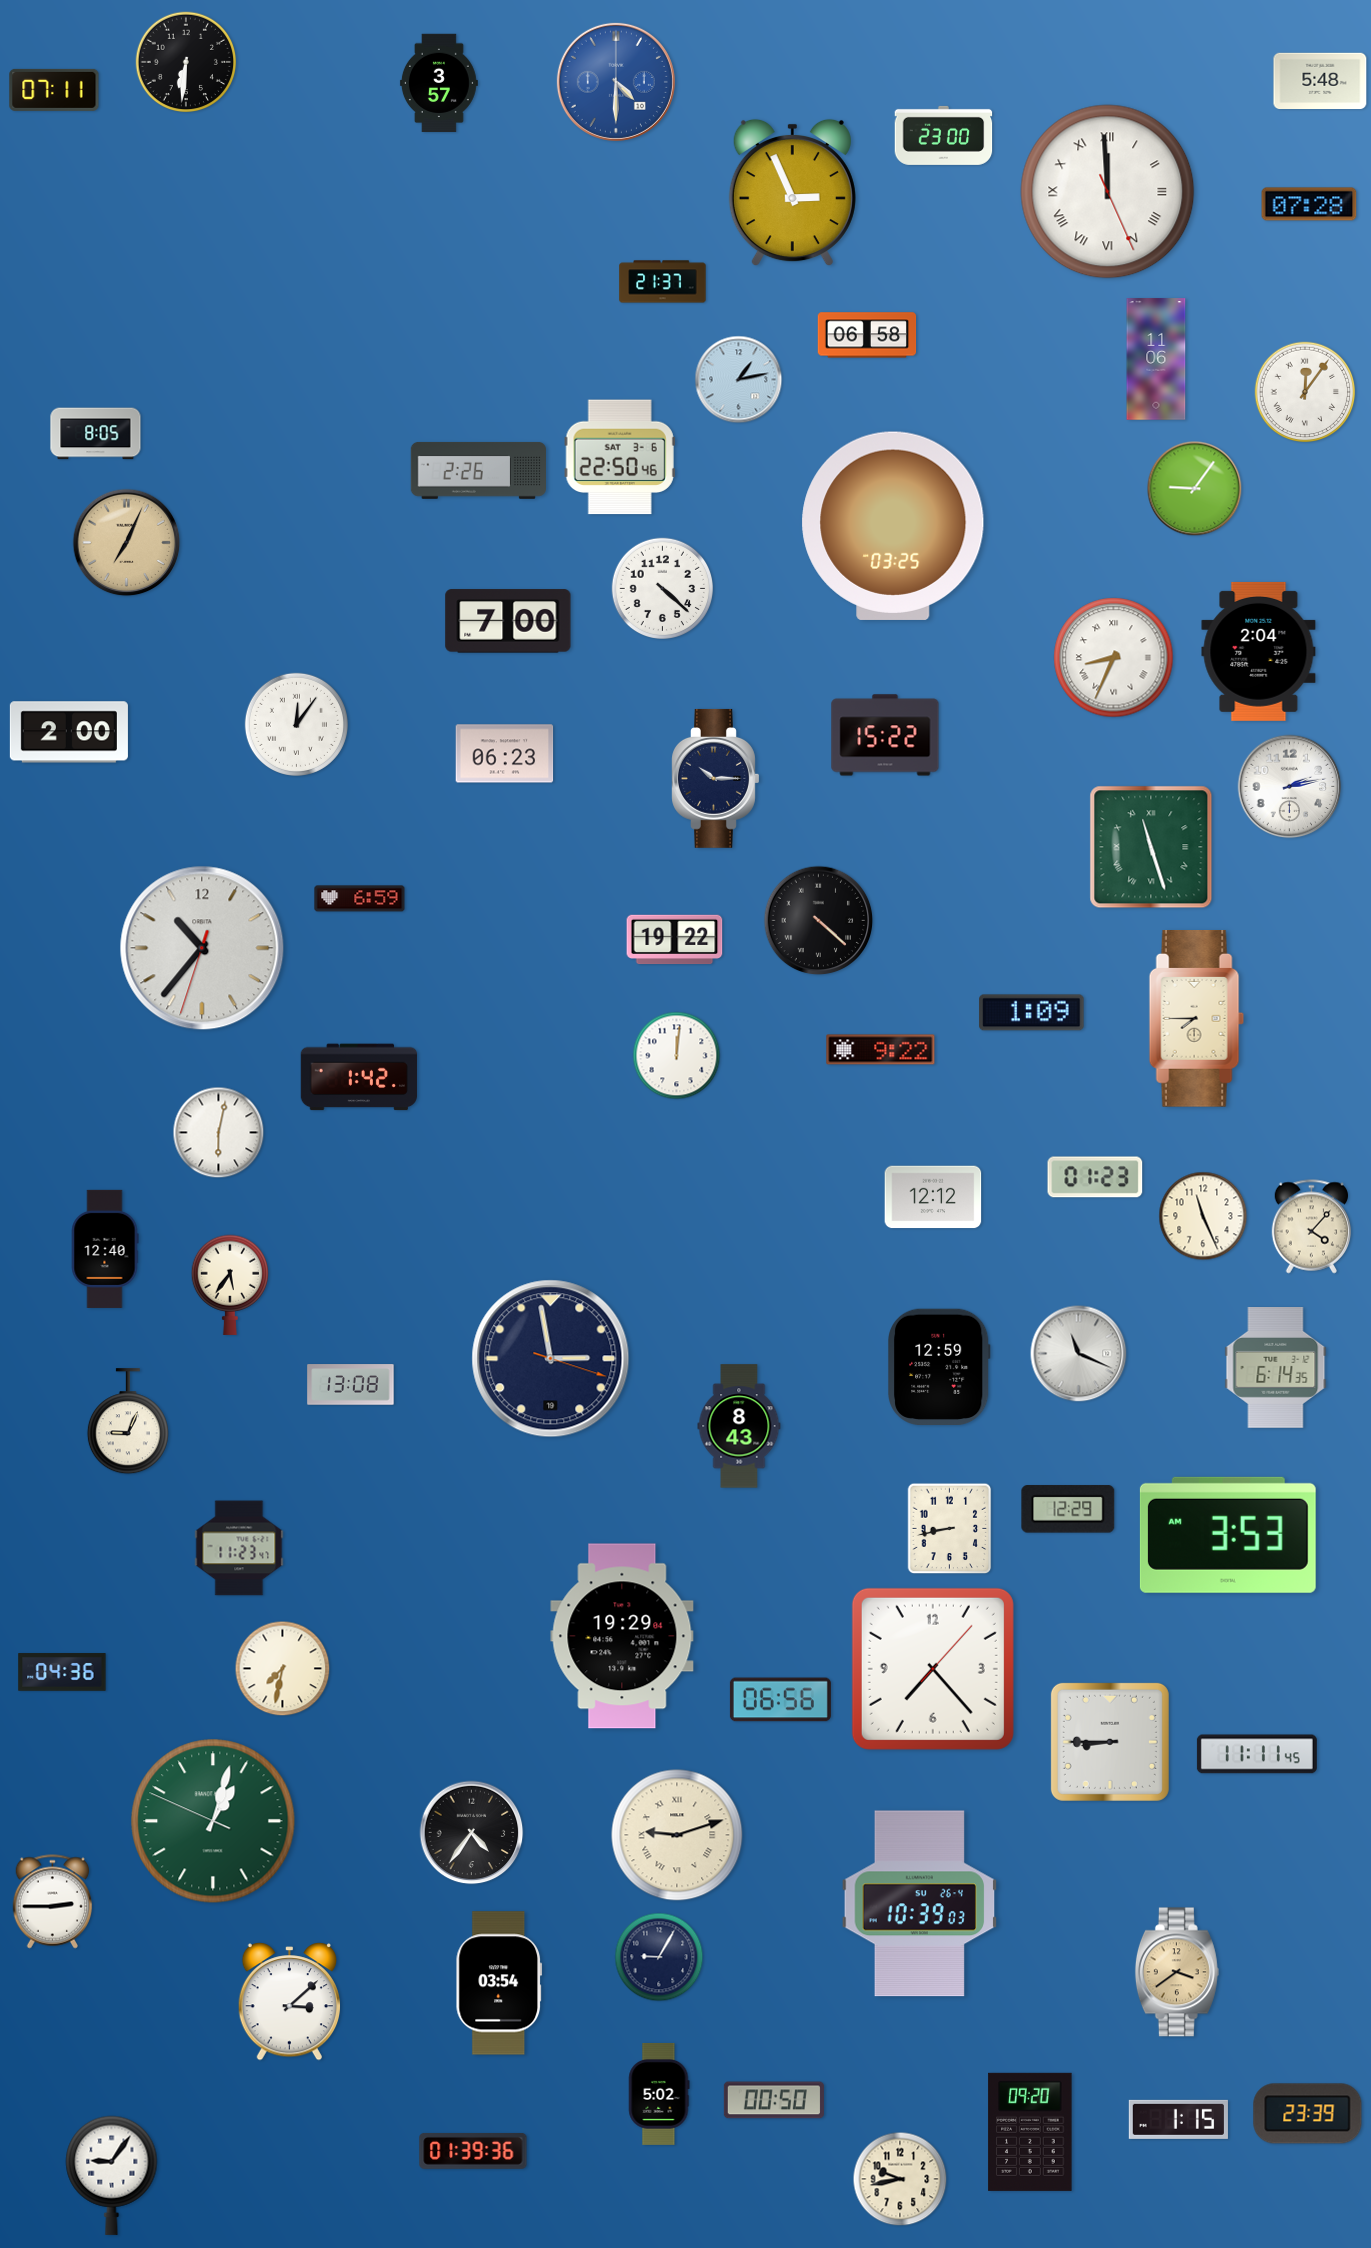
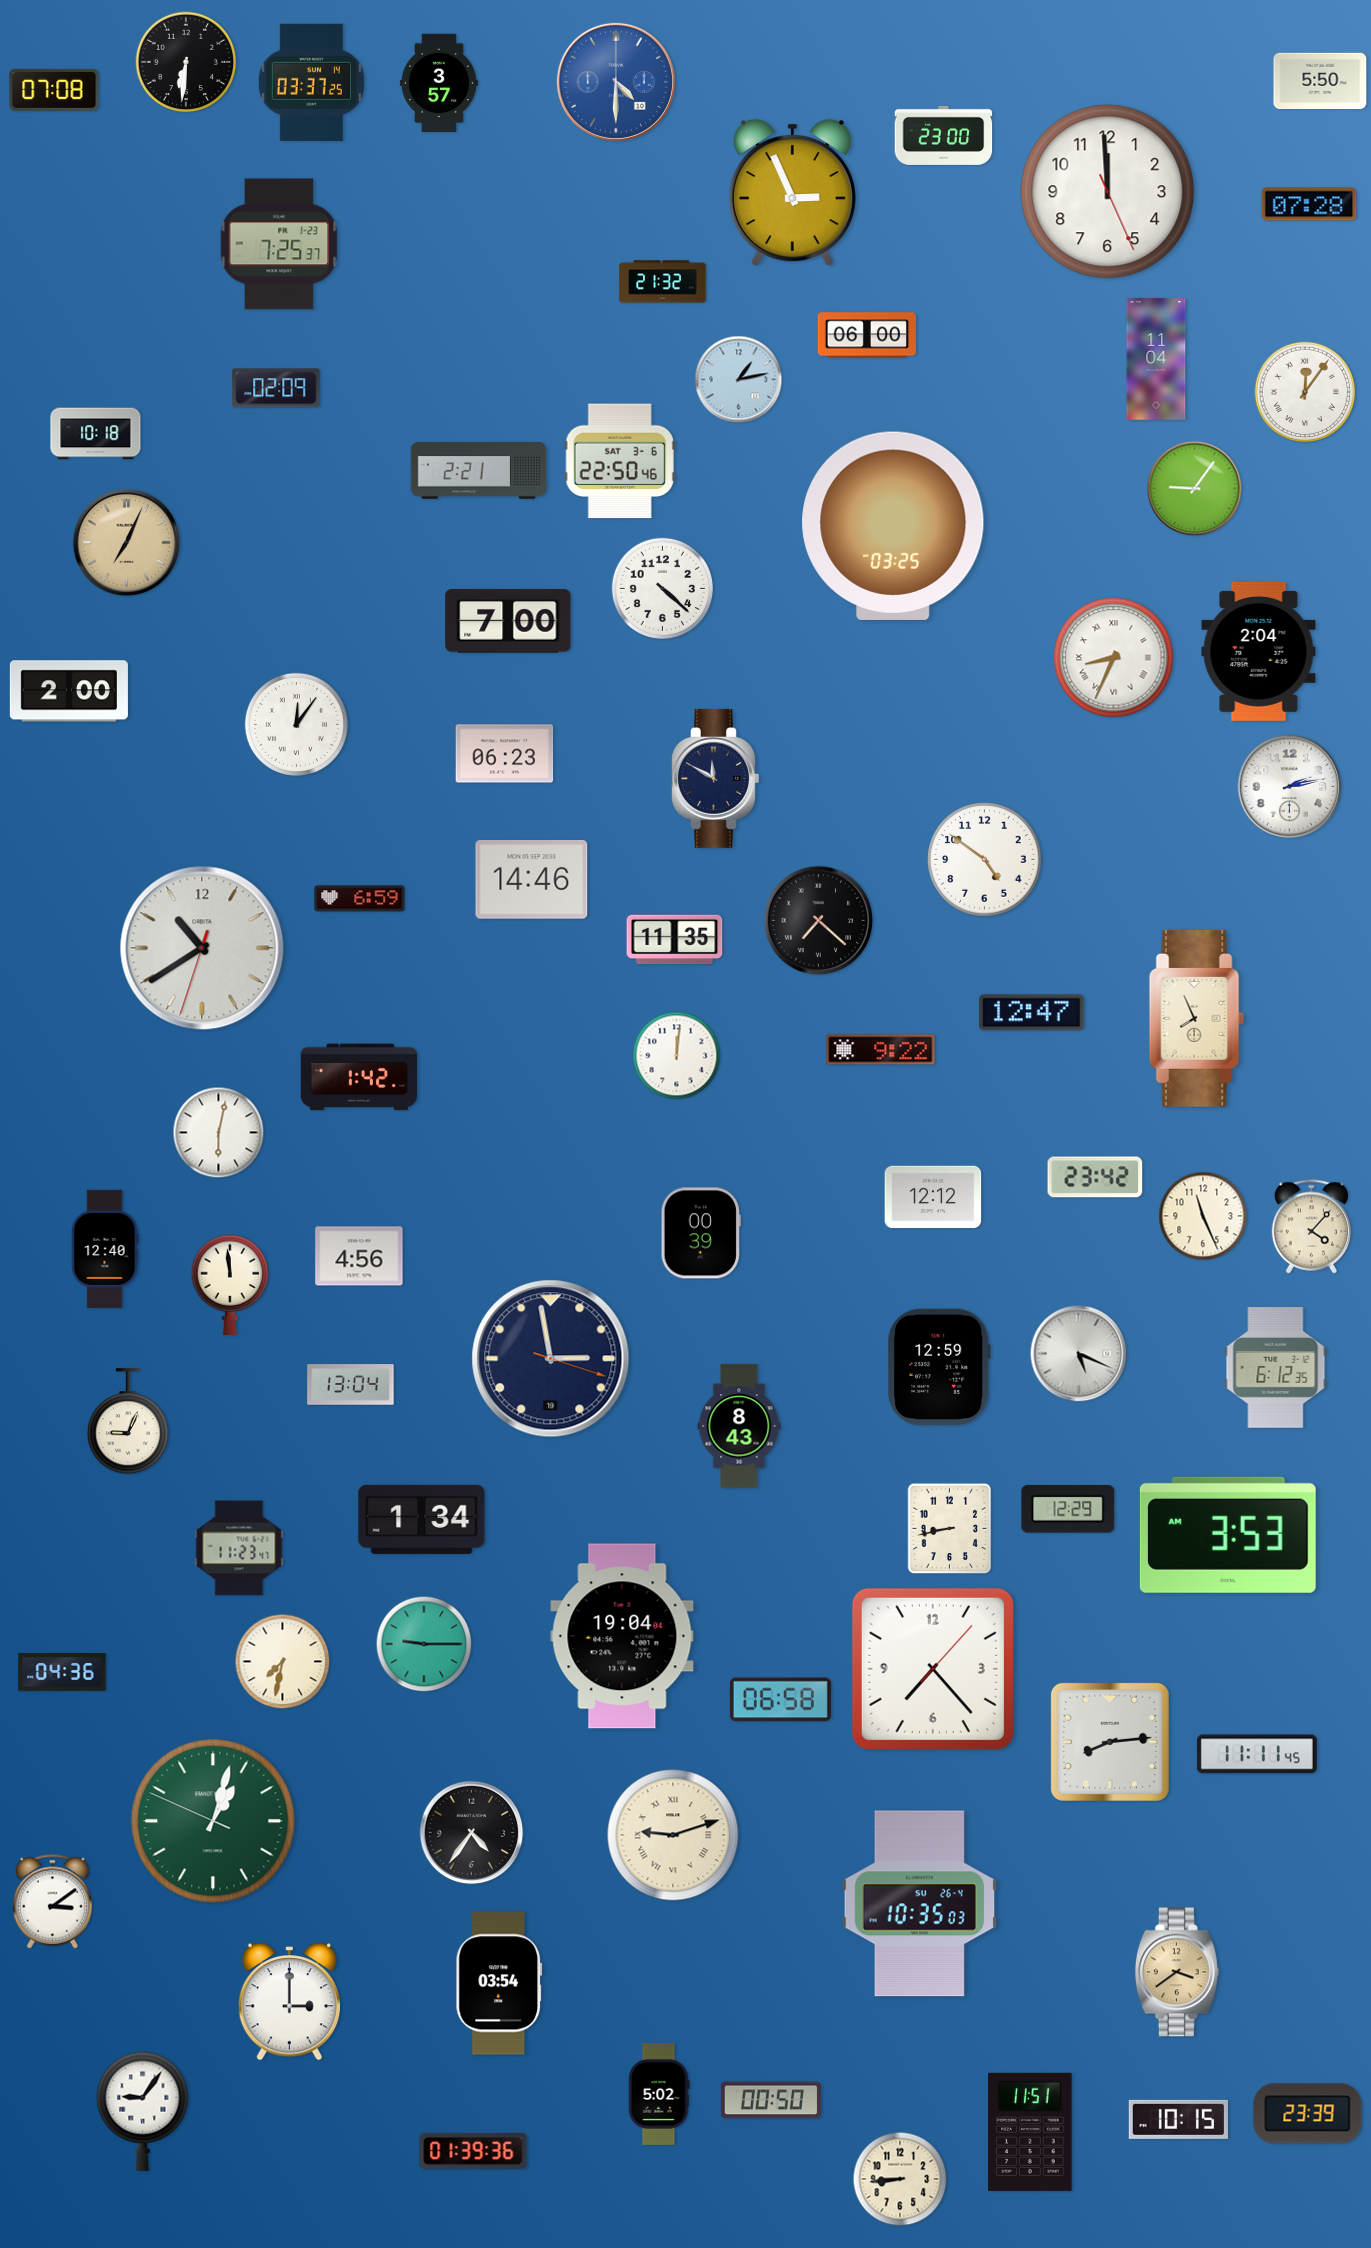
clock at (1320, 81): 5:48 -> 5:50
clock at (311, 82): none -> 03:37
clock at (54, 90): 07:11 -> 07:08
clock at (1108, 192) numerals: Roman -> Arabic
clock at (279, 244): none -> 7:25
clock at (663, 282): 21:37 -> 21:32
clock at (867, 335): 06:58 -> 06:00
clock at (1156, 359): 11:06 -> 11:04
clock at (276, 388): none -> 02:09
clock at (96, 434): 8:05 -> 10:18
clock at (620, 457) position: (620, 457) -> (620, 461)
clock at (478, 470): 2:26 -> 2:21
clock at (69, 732) position: (69, 732) -> (69, 691)
clock at (885, 735): 15:22 -> none
clock at (716, 778): 10:15 -> 11:50
clock at (1151, 847): 11:27 -> none
clock at (985, 860): none -> 4:51
clock at (532, 880): none -> 14:46
clock at (819, 921): 4:22 -> 7:22
clock at (675, 940): 19:22 -> 11:35
clock at (202, 948): 10:36 -> 10:39
clock at (1032, 1013): 1:09 -> 12:47
clock at (1196, 1019): 7:45 -> 7:56
clock at (1095, 1177): 01:23 -> 23:42
clock at (701, 1233): none -> 00:39
clock at (359, 1256): none -> 4:56
clock at (229, 1285): 5:36 -> 11:59
clock at (1079, 1354): 11:19 -> 5:19
clock at (1276, 1368): 6:14 -> 6:12
clock at (351, 1385): 13:08 -> 13:04
clock at (422, 1519): none -> 1:34
clock at (622, 1636): 19:29 -> 19:04
clock at (424, 1644): none -> 9:15
clock at (283, 1669) position: (283, 1669) -> (283, 1662)
clock at (780, 1700): 06:56 -> 06:58
clock at (1110, 1742): 8:45 -> 8:14
clock at (677, 1835) position: (677, 1835) -> (673, 1835)
clock at (53, 1902): 2:45 -> 3:09
clock at (920, 1904): 10:39 -> 10:35
clock at (659, 1957): 9:05 -> none
clock at (289, 2002): 3:08 -> 3:00
clock at (774, 2100) position: (774, 2100) -> (771, 2100)
clock at (1178, 2119): 1:15 -> 10:15
clock at (1030, 2132): 09:20 -> 11:51
clock at (112, 2175) position: (112, 2175) -> (143, 2111)
clock at (900, 2179): 9:43 -> 8:44
